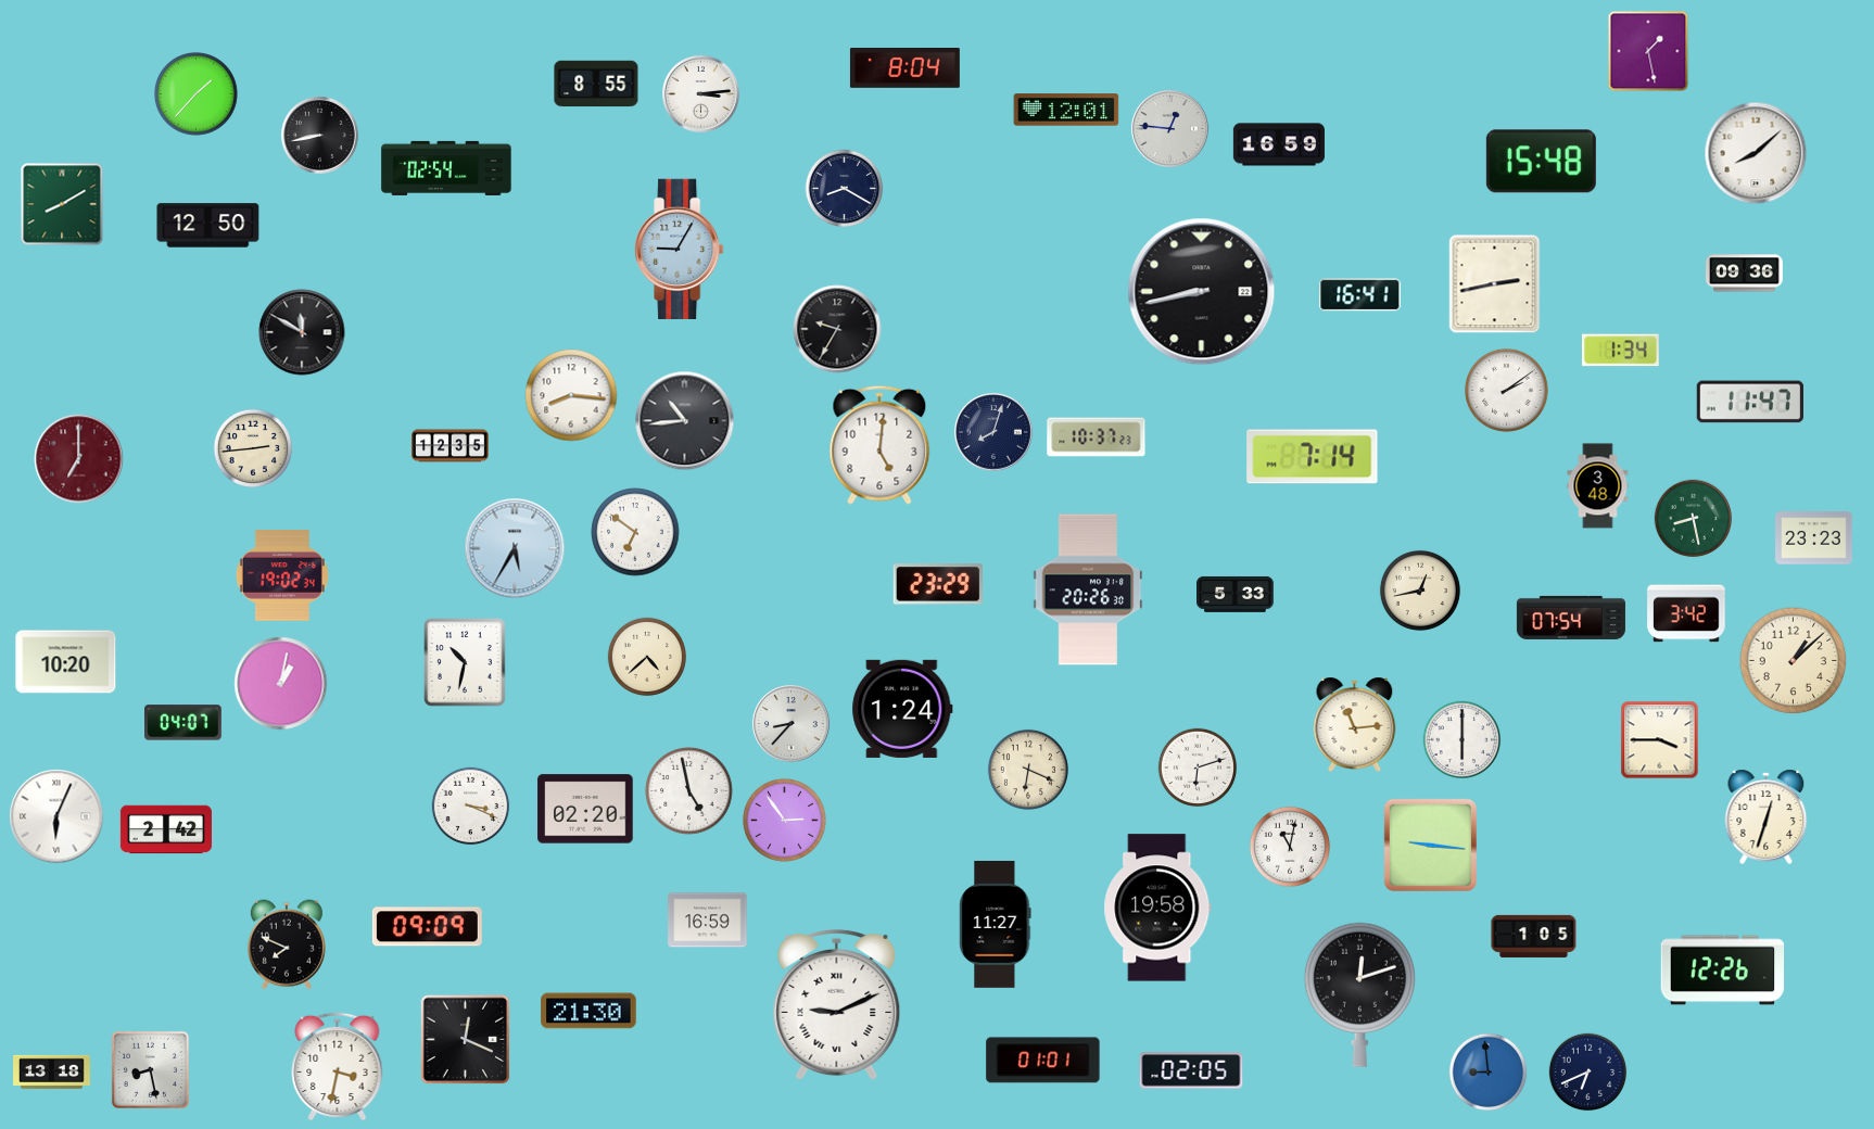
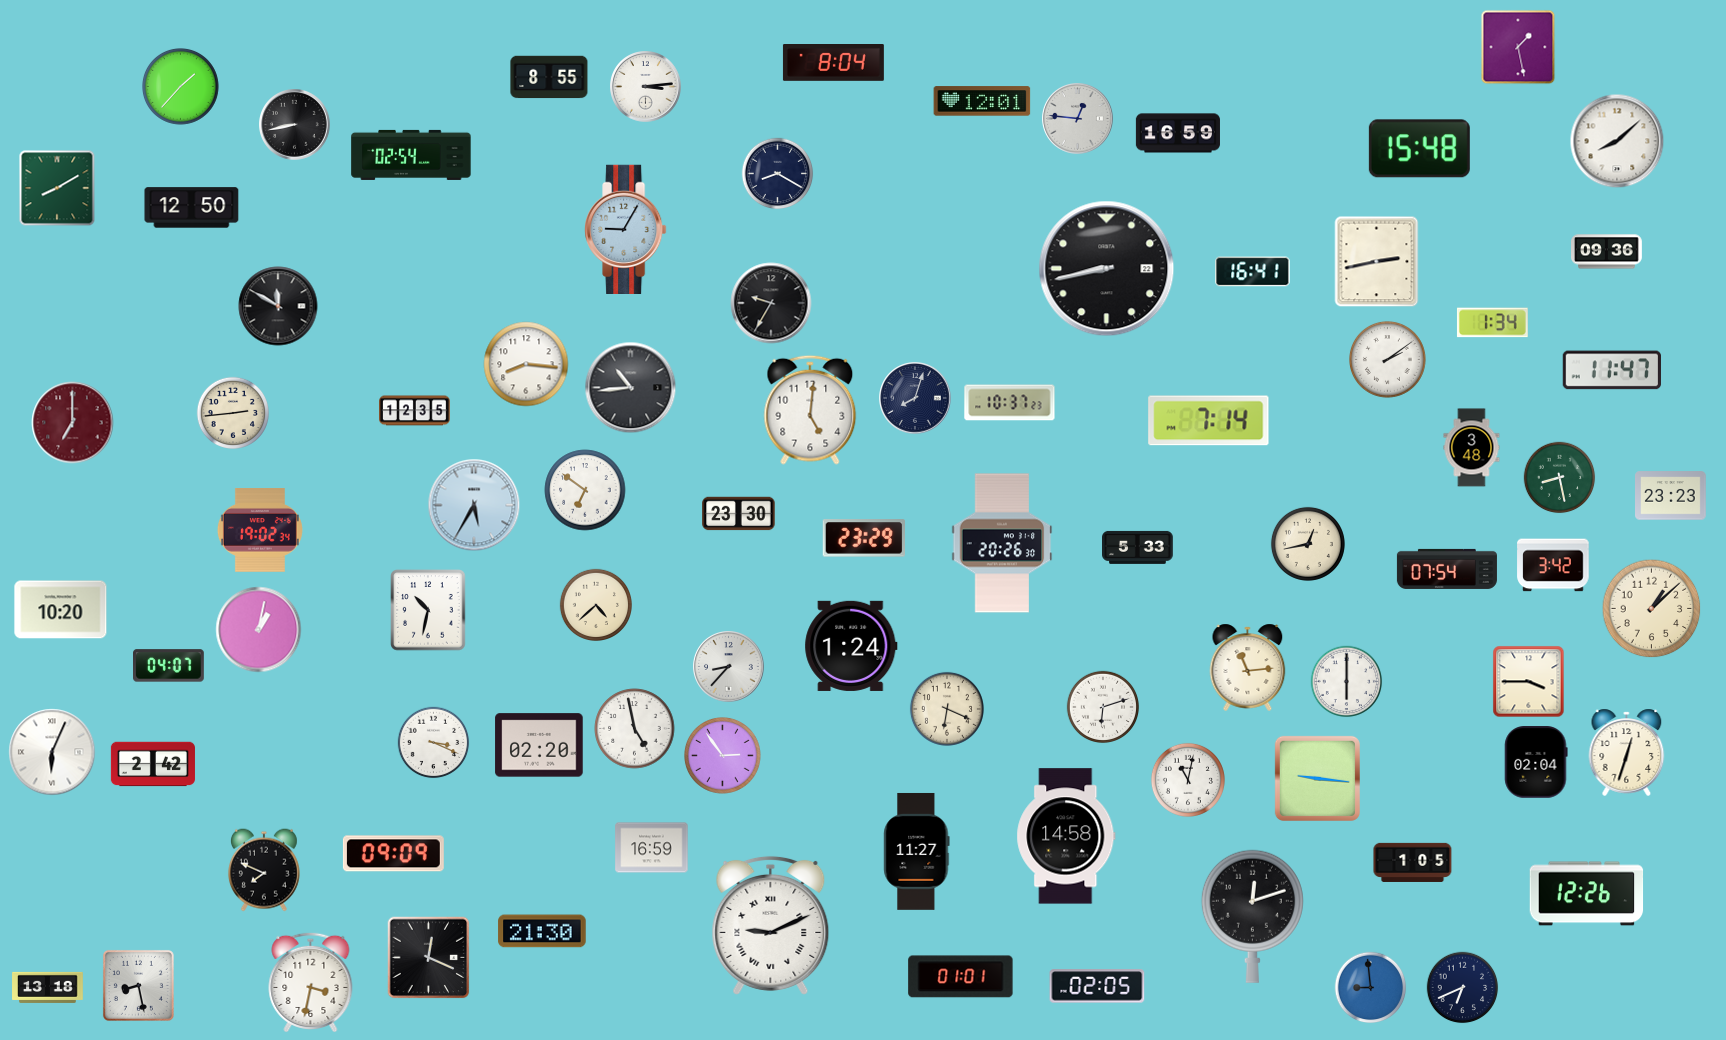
clock at (739, 514): none -> 23:30
clock at (902, 709) position: (902, 709) -> (851, 646)
clock at (1536, 762): none -> 02:04
clock at (1157, 908): 19:58 -> 14:58
